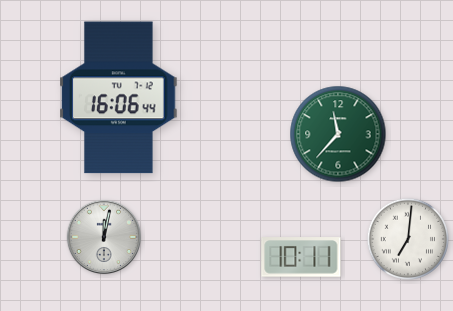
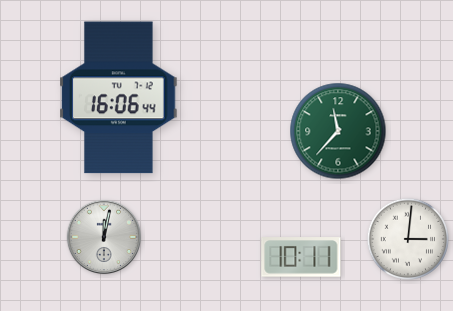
clock at (338, 134) position: (338, 134) -> (338, 131)
clock at (407, 238): 7:01 -> 3:01
